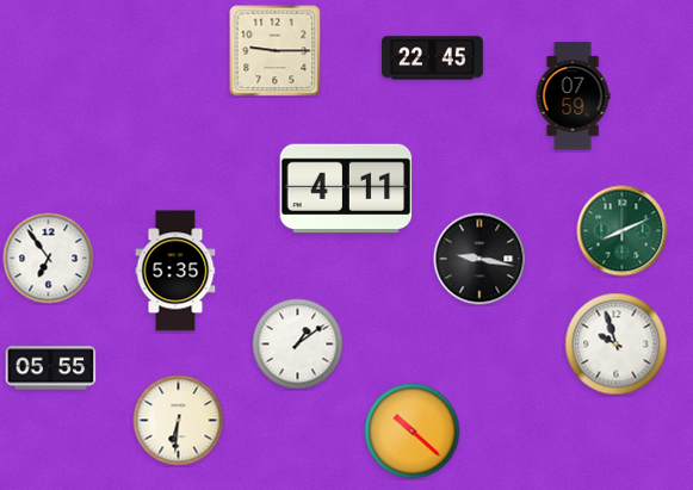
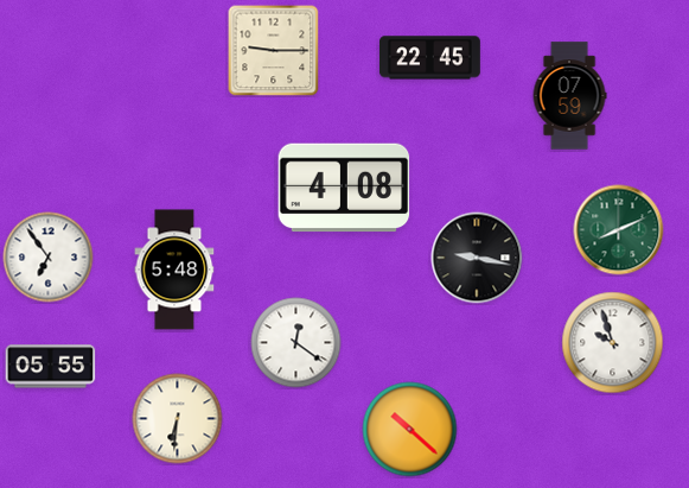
clock at (346, 188): 4:11 -> 4:08
clock at (175, 271): 5:35 -> 5:48
clock at (298, 345): 1:09 -> 12:21
